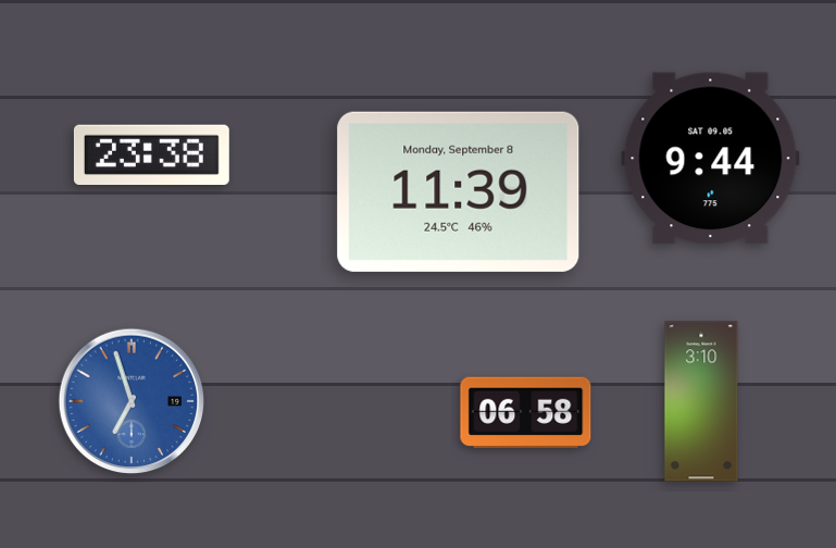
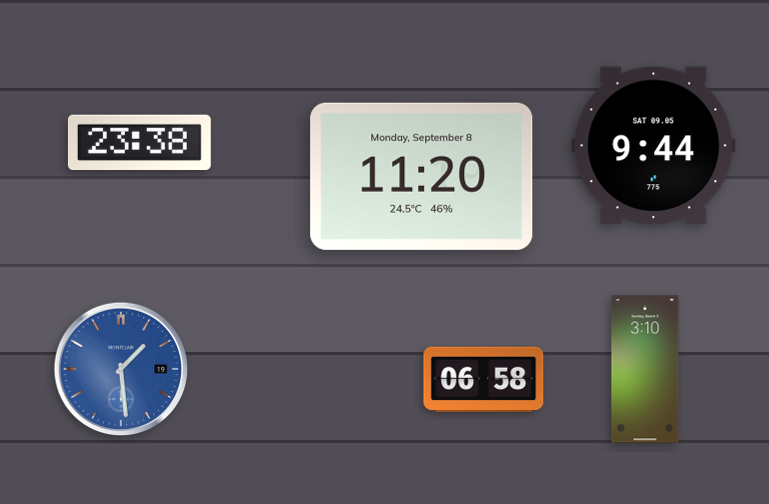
clock at (459, 191): 11:39 -> 11:20
clock at (132, 401): 6:57 -> 1:29
